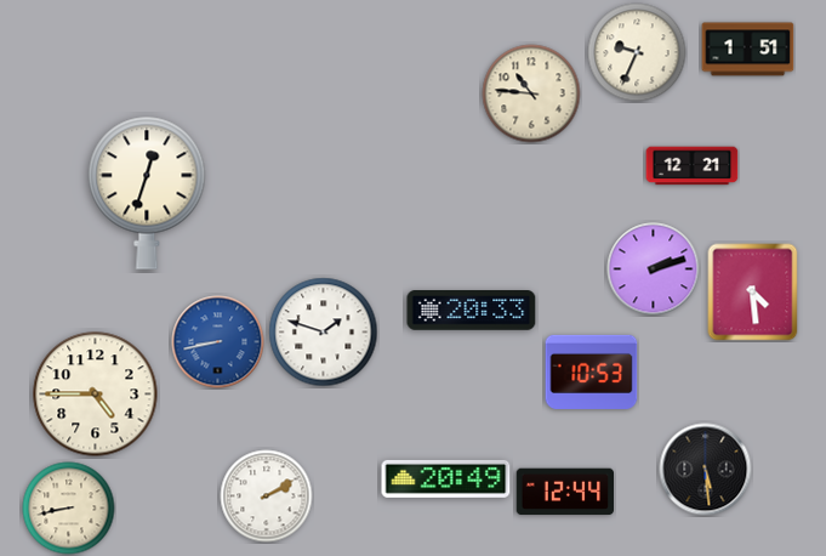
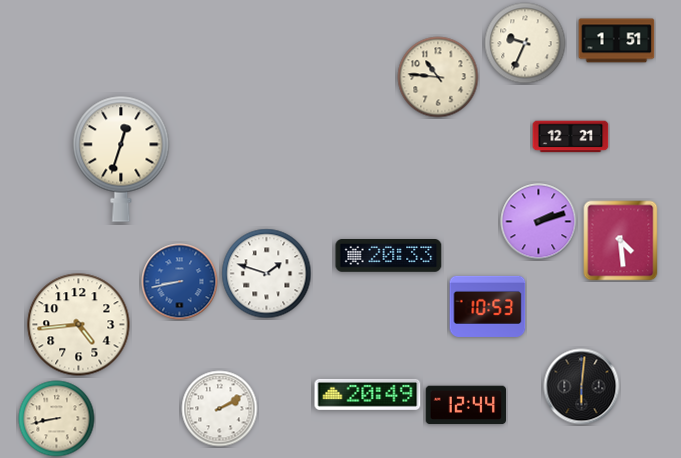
clock at (96, 395): 4:45 -> 4:44
clock at (706, 470): 5:29 -> 6:01
